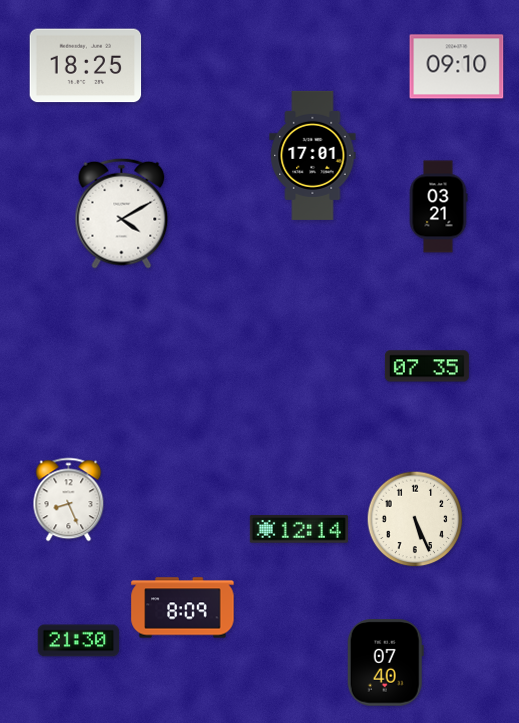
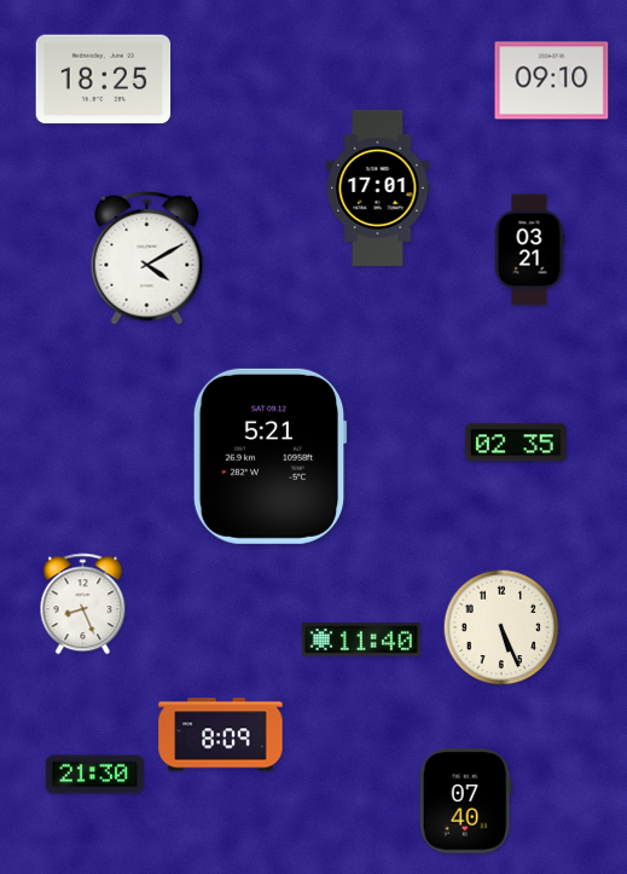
clock at (427, 366): 07:35 -> 02:35
clock at (269, 456): none -> 5:21
clock at (299, 529): 12:14 -> 11:40
